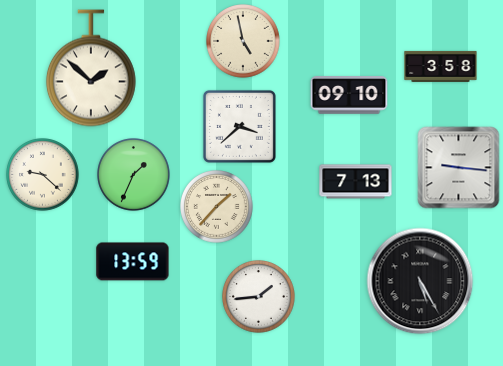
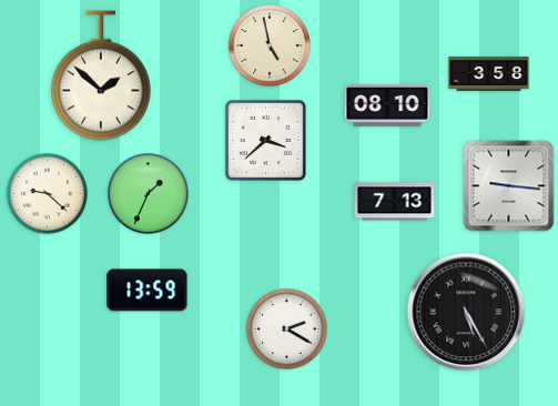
clock at (349, 95): 09:10 -> 08:10
clock at (217, 207): 1:37 -> none
clock at (259, 297): 1:44 -> 2:20
